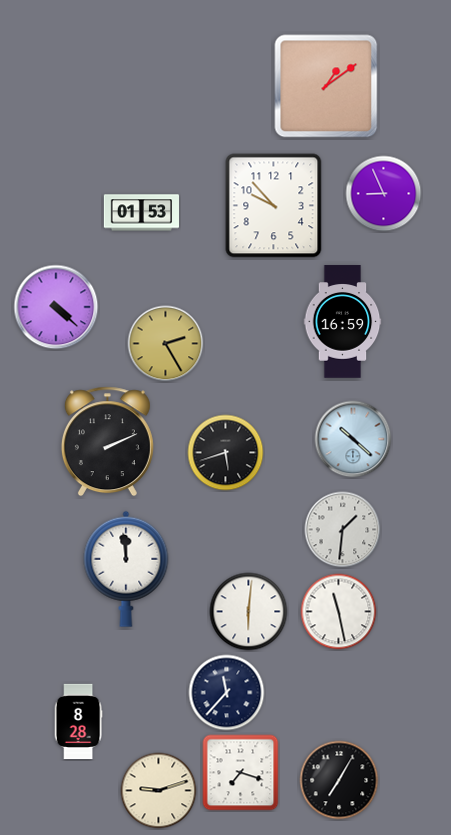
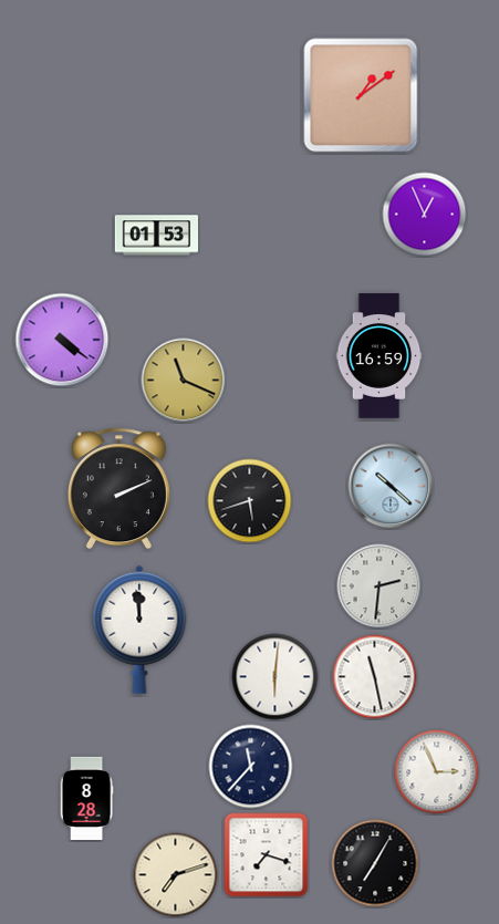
clock at (384, 194): 8:56 -> 12:56
clock at (274, 206): 9:53 -> none
clock at (56, 307): 4:22 -> 4:21
clock at (166, 344): 2:25 -> 11:19
clock at (343, 530): 1:31 -> 2:31
clock at (437, 772): none -> 2:56
clock at (159, 791): 9:12 -> 7:12
